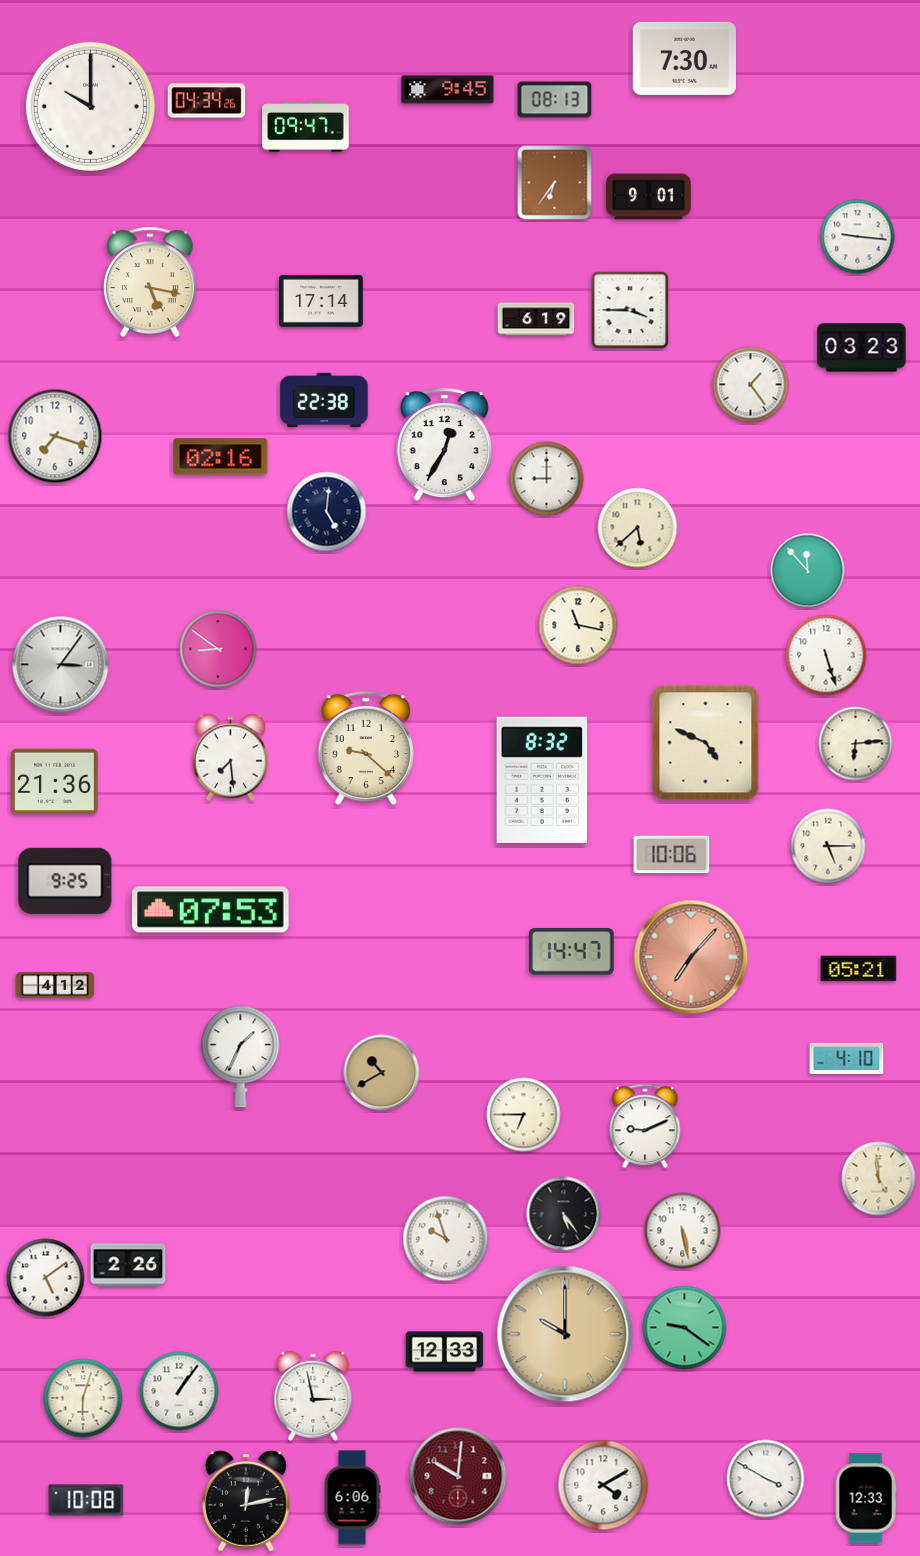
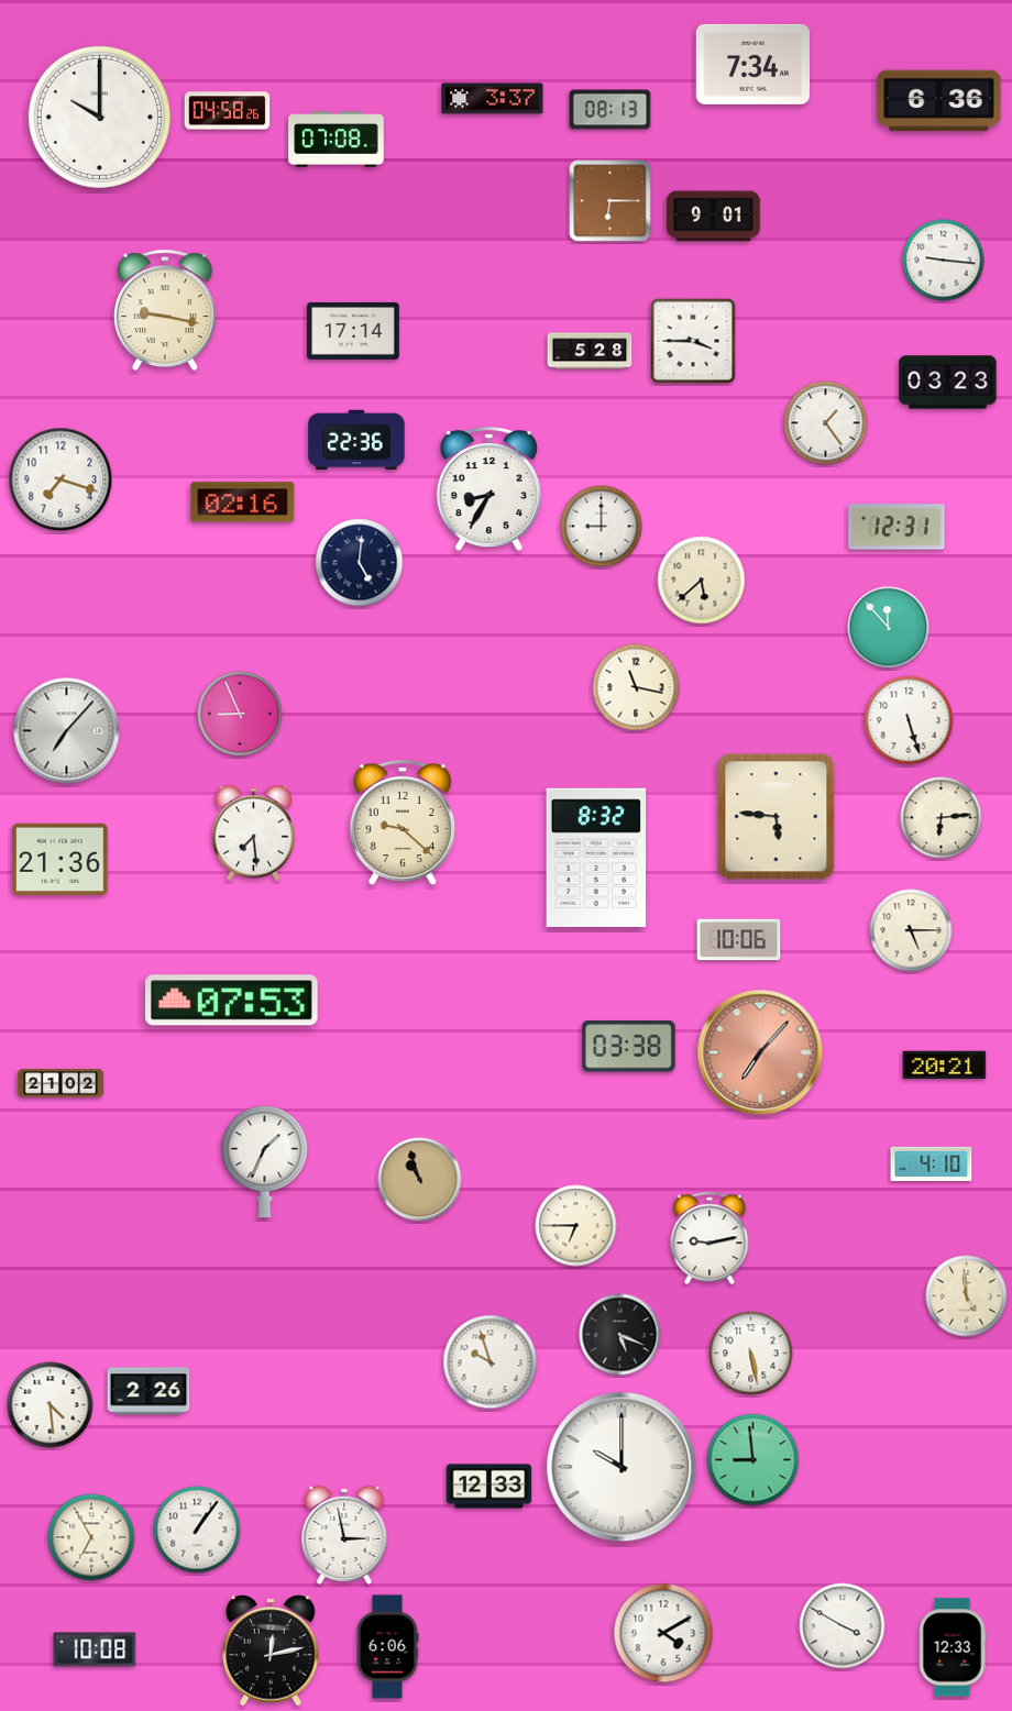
clock at (684, 58): 7:30 -> 7:34
clock at (448, 90): 9:45 -> 3:37
clock at (939, 101): none -> 6:36
clock at (207, 101): 04:34 -> 04:58
clock at (306, 127): 09:47 -> 07:08
clock at (555, 183): 6:36 -> 6:15
clock at (150, 281): 5:17 -> 9:17
clock at (536, 319): 6:19 -> 5:28
clock at (324, 400): 22:38 -> 22:36
clock at (444, 446): 12:35 -> 8:35
clock at (897, 527): none -> 12:31
clock at (218, 649): 8:51 -> 8:56
clock at (61, 665): 3:06 -> 7:07
clock at (706, 743): 4:49 -> 5:46
clock at (65, 881): 9:25 -> none
clock at (571, 952): 14:47 -> 03:38
clock at (859, 969): 05:21 -> 20:21
clock at (55, 985): 4:12 -> 21:02
clock at (382, 1073): 10:40 -> 10:57
clock at (645, 1126): 9:11 -> 9:13
clock at (564, 1214): 5:24 -> 5:19
clock at (128, 1265) position: (128, 1265) -> (148, 1391)
clock at (46, 1278): 5:09 -> 4:29
clock at (685, 1328): 9:21 -> 8:59
clock at (565, 1334) dial: champagne -> white
clock at (83, 1398): 6:03 -> 6:55
clock at (458, 1476): 10:01 -> none
